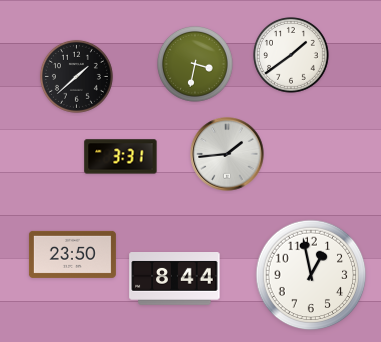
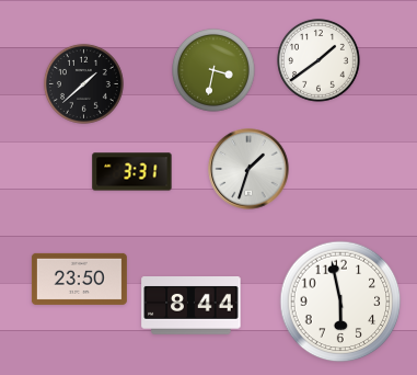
clock at (227, 154): 1:44 -> 1:33
clock at (311, 275): 12:58 -> 5:58
